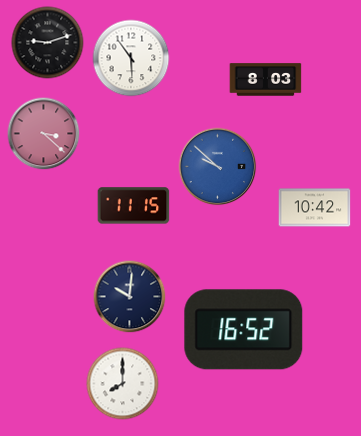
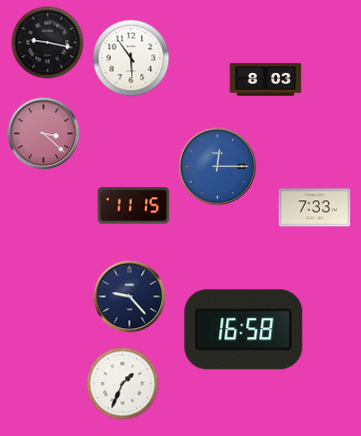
clock at (48, 43): 9:12 -> 9:17
clock at (218, 167): 9:52 -> 12:15
clock at (315, 208): 10:42 -> 7:33
clock at (130, 297): 10:01 -> 9:23
clock at (244, 330): 16:52 -> 16:58
clock at (123, 384): 8:00 -> 1:34
